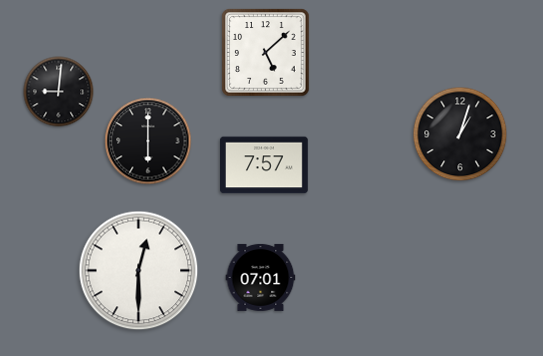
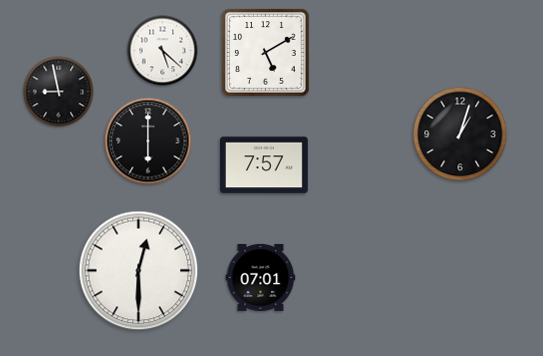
clock at (163, 51): none -> 5:22
clock at (266, 53): 5:08 -> 5:10
clock at (59, 92): 9:01 -> 8:58
